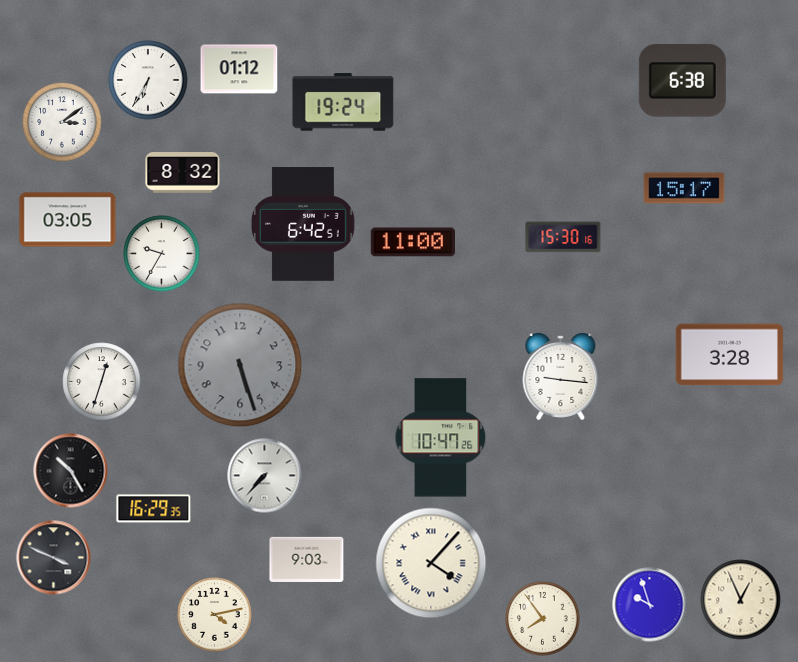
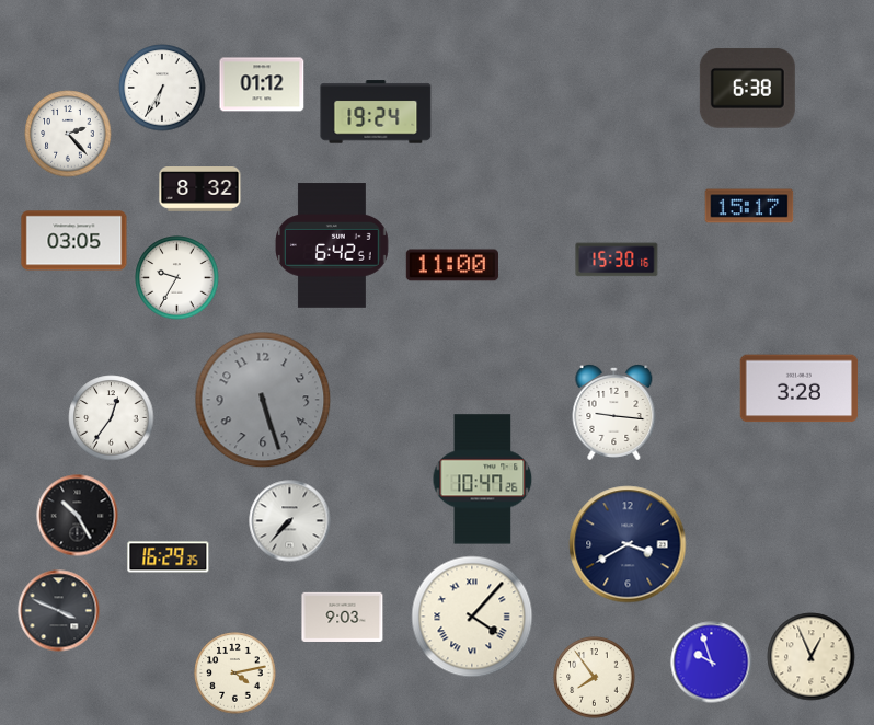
clock at (239, 69) position: (239, 69) -> (262, 84)
clock at (62, 122): 3:09 -> 2:23
clock at (102, 382): 12:33 -> 12:36
clock at (628, 544): none -> 3:40
clock at (307, 559) position: (307, 559) -> (343, 617)
